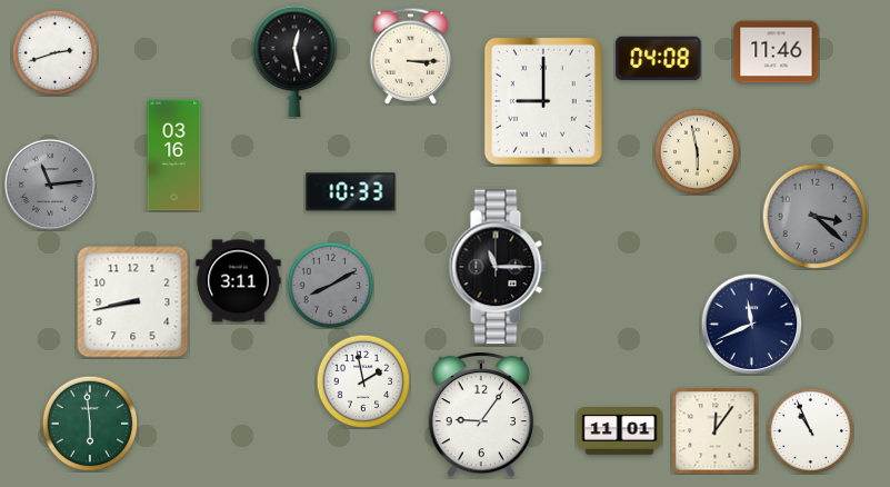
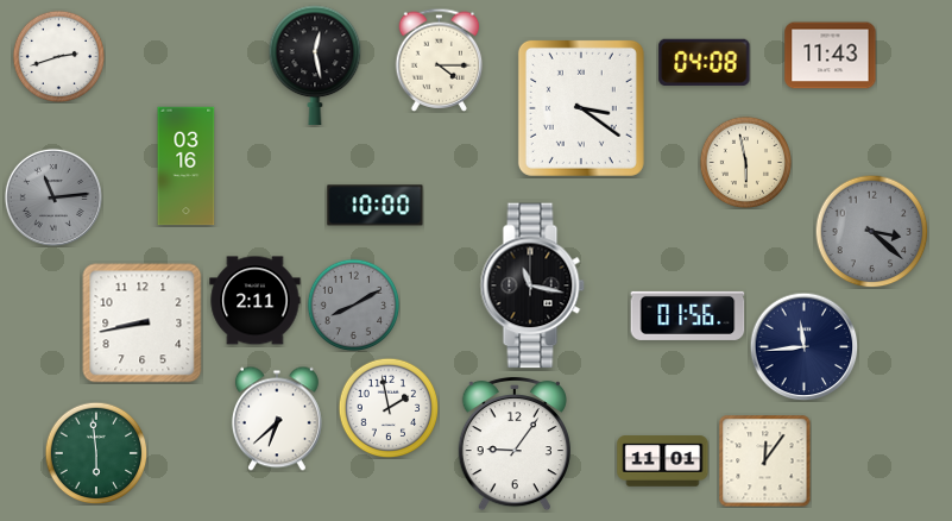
clock at (777, 52): 11:46 -> 11:43
clock at (411, 56): 3:15 -> 4:15
clock at (543, 101): 9:00 -> 3:21
clock at (351, 192): 10:33 -> 10:00
clock at (498, 267): 11:15 -> 11:17
clock at (239, 281): 3:11 -> 2:11
clock at (688, 315): none -> 01:56
clock at (751, 324): 11:41 -> 11:44
clock at (277, 419): none -> 6:38
clock at (810, 430): 10:56 -> none
